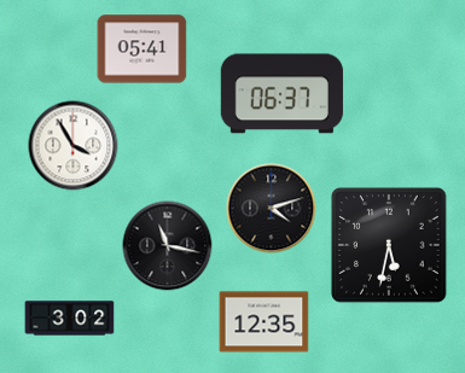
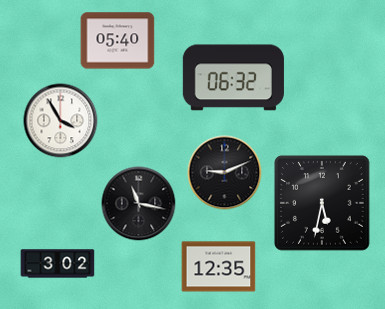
clock at (143, 49): 05:41 -> 05:40
clock at (281, 94): 06:37 -> 06:32
clock at (272, 209): 4:12 -> 9:11
